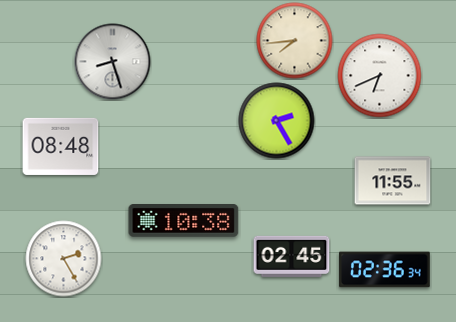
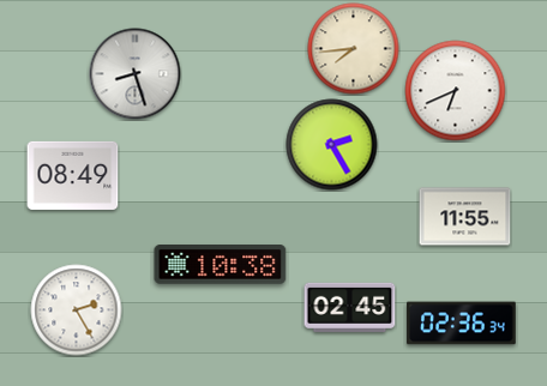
clock at (61, 146): 08:48 -> 08:49
clock at (393, 181) position: (393, 181) -> (465, 217)
